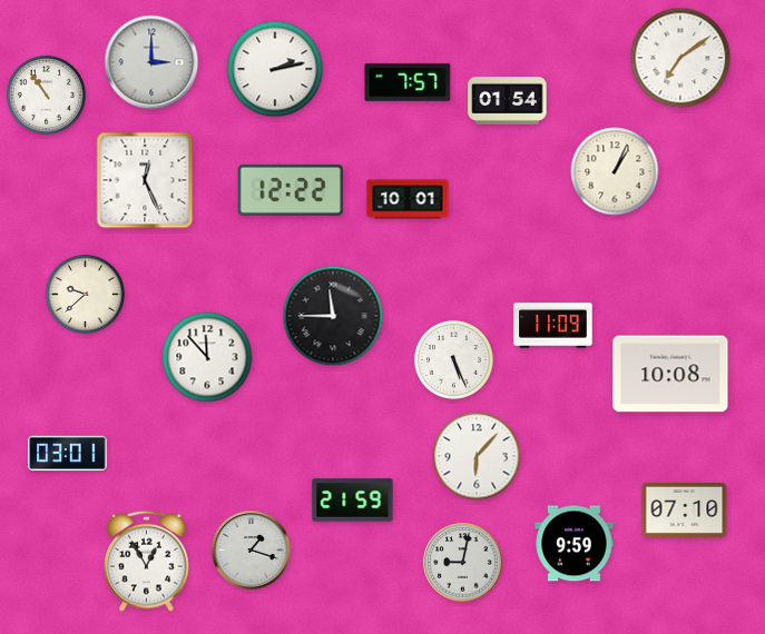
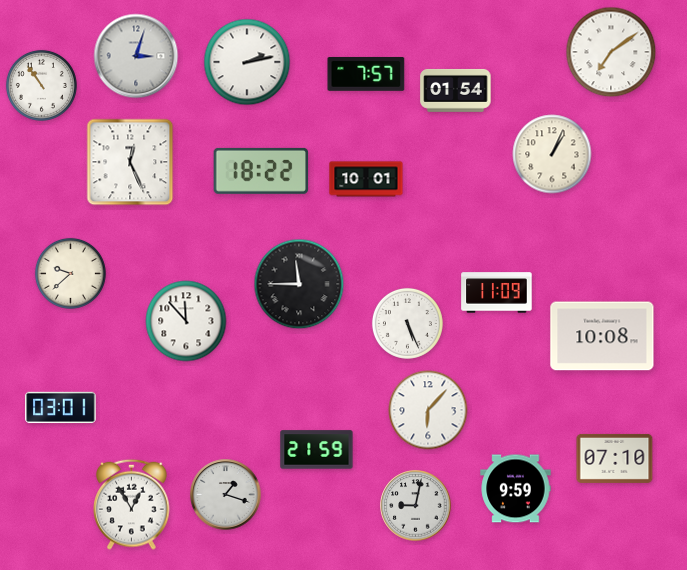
clock at (151, 62): 3:00 -> 3:03
clock at (291, 190): 12:22 -> 18:22
clock at (85, 294) position: (85, 294) -> (70, 273)
